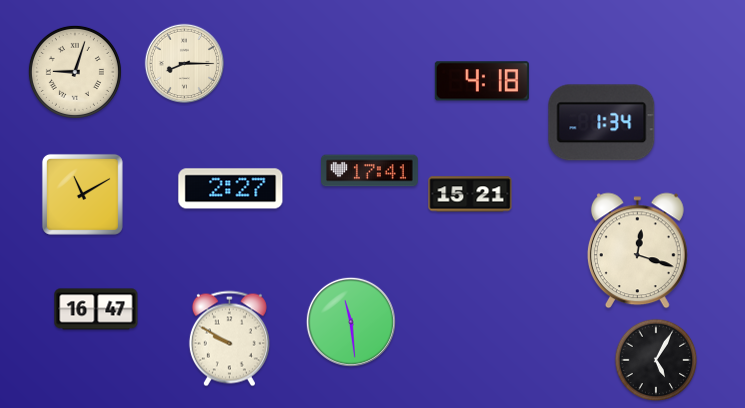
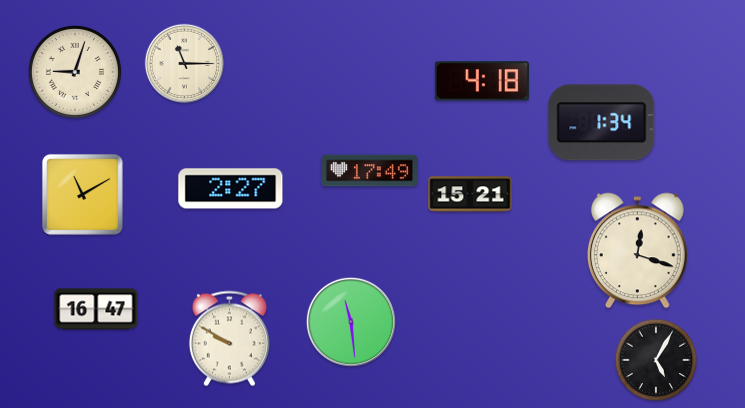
clock at (185, 64): 8:15 -> 11:15
clock at (370, 171): 17:41 -> 17:49
